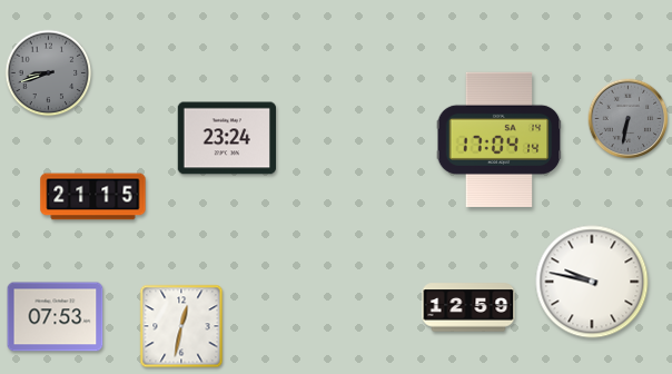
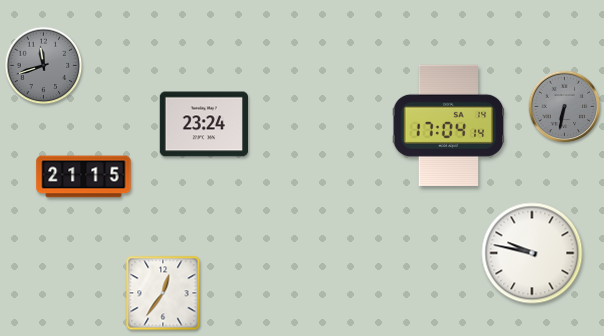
clock at (49, 73): 8:42 -> 11:42
clock at (468, 307): 12:59 -> none
clock at (56, 317): 07:53 -> none
clock at (181, 326): 12:32 -> 12:36
